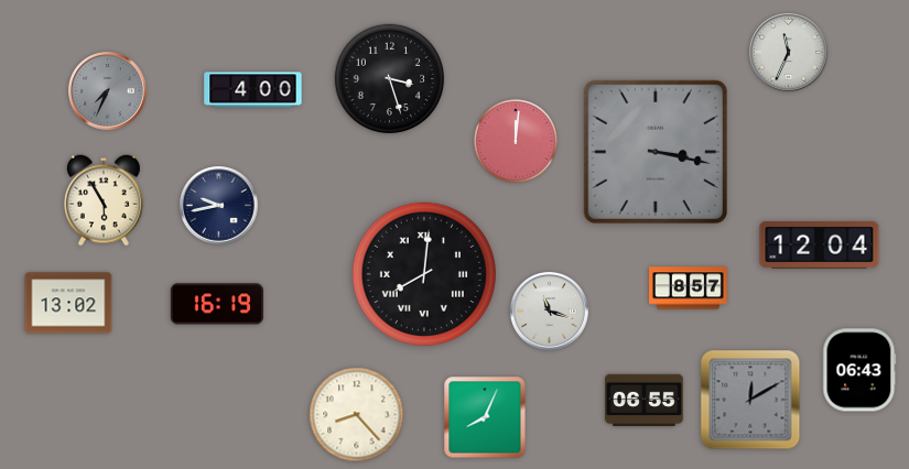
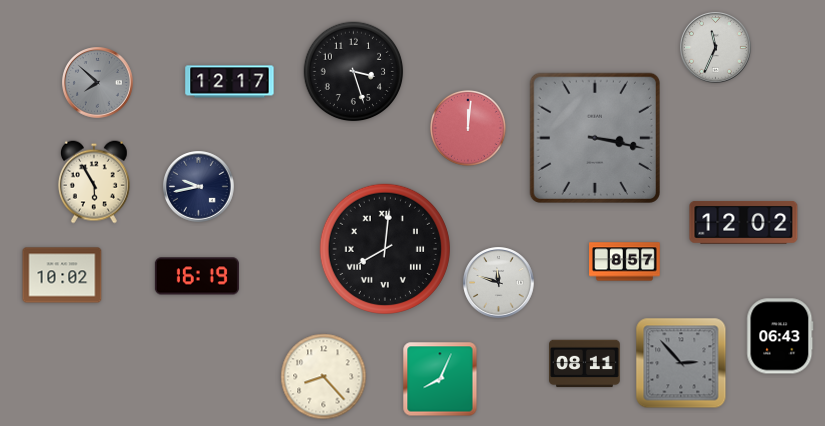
clock at (253, 90): 4:00 -> 12:17
clock at (108, 91): 7:34 -> 7:52
clock at (820, 244): 12:04 -> 12:02
clock at (68, 303): 13:02 -> 10:02
clock at (550, 312): 11:18 -> 11:48
clock at (750, 400): 12:10 -> 2:53
clock at (645, 401): 06:55 -> 08:11
